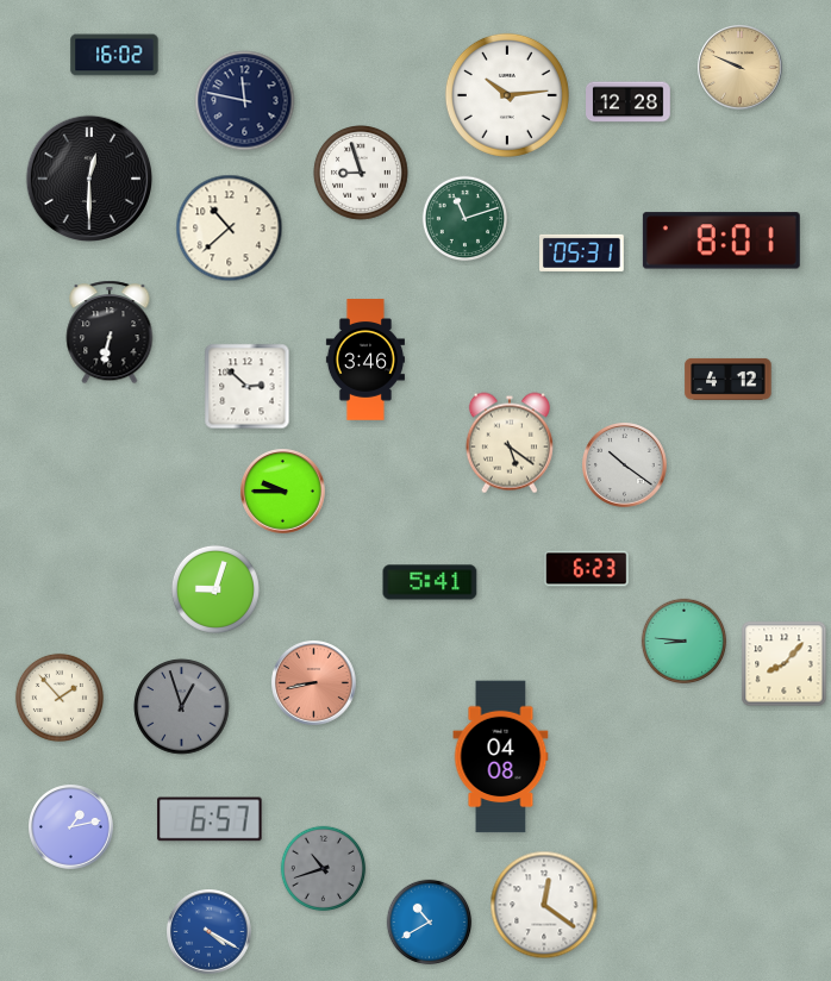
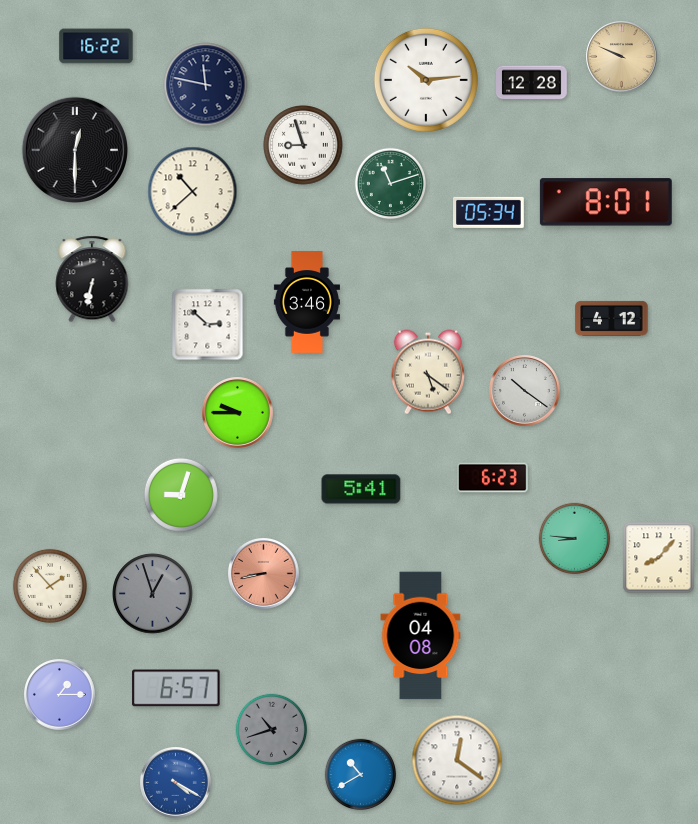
clock at (114, 55): 16:02 -> 16:22
clock at (629, 102) position: (629, 102) -> (532, 83)
clock at (582, 252): 05:31 -> 05:34
clock at (71, 827): 1:13 -> 1:15
